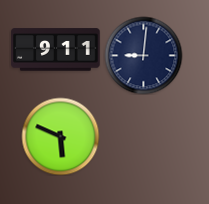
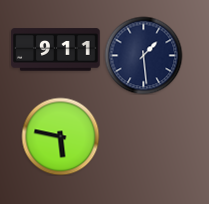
clock at (143, 55): 9:01 -> 1:29
clock at (60, 136): 5:49 -> 5:47
